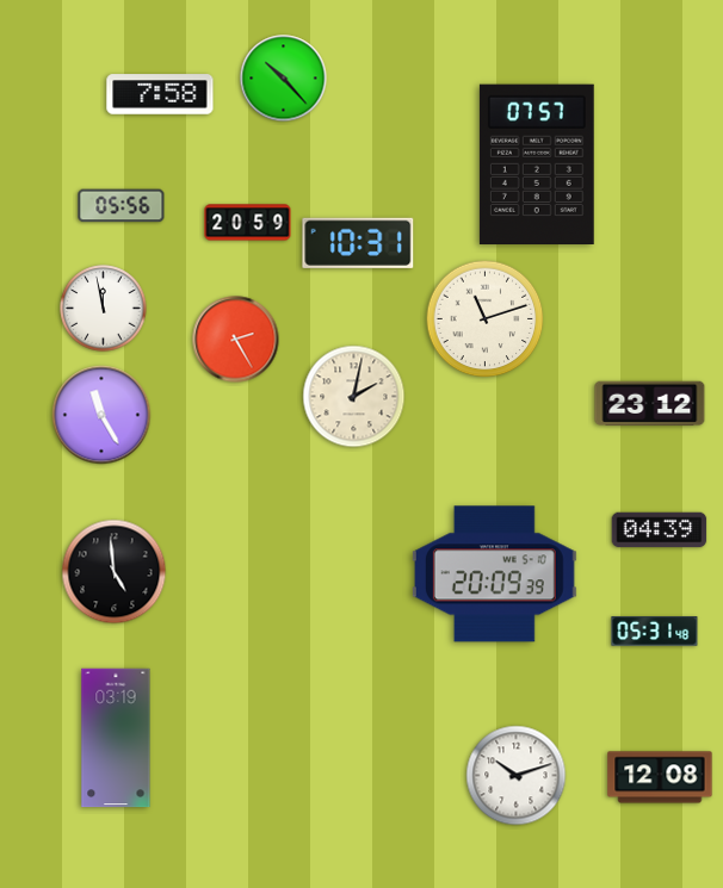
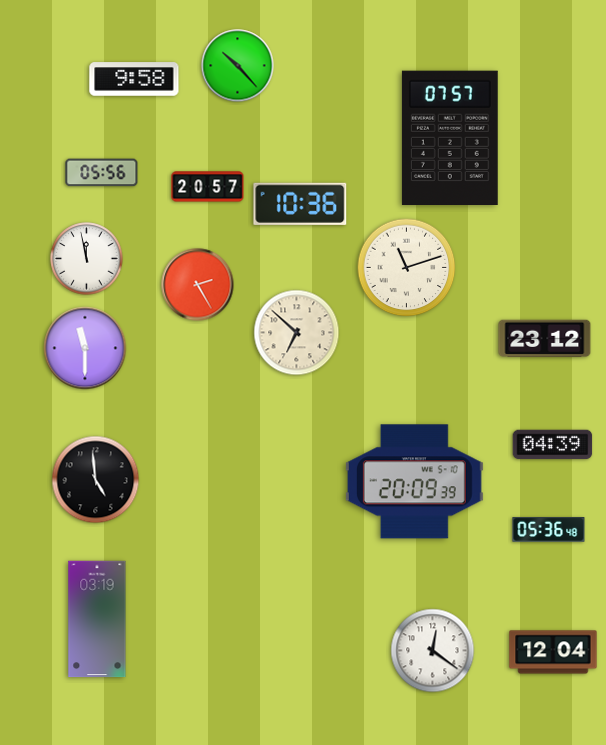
clock at (160, 94): 7:58 -> 9:58
clock at (248, 223): 20:59 -> 20:57
clock at (358, 243): 10:31 -> 10:36
clock at (354, 397): 2:02 -> 6:52
clock at (101, 415): 11:25 -> 11:30
clock at (655, 632): 05:31 -> 05:36
clock at (517, 776): 10:12 -> 12:21
clock at (660, 777): 12:08 -> 12:04
